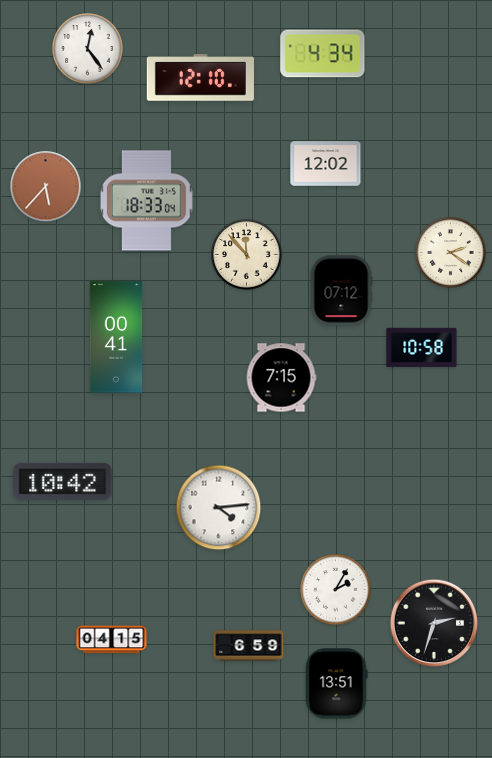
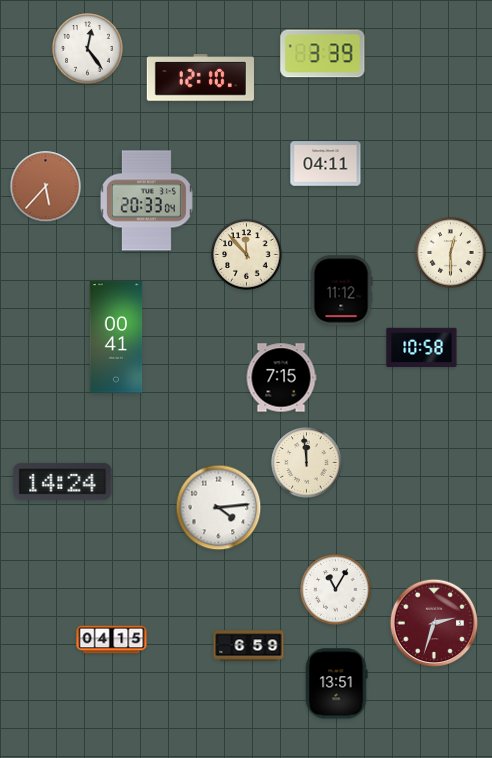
clock at (323, 54): 4:34 -> 3:39
clock at (326, 164): 12:02 -> 04:11
clock at (146, 201): 18:33 -> 20:33
clock at (451, 253): 2:21 -> 12:30
clock at (341, 291): 07:12 -> 11:12
clock at (307, 463): none -> 11:59
clock at (63, 481): 10:42 -> 14:24
clock at (336, 590): 2:05 -> 11:05
clock at (434, 623) dial: black -> burgundy
